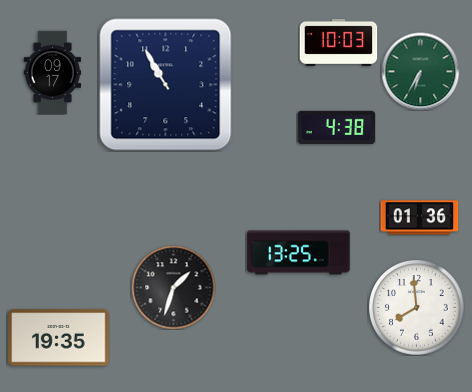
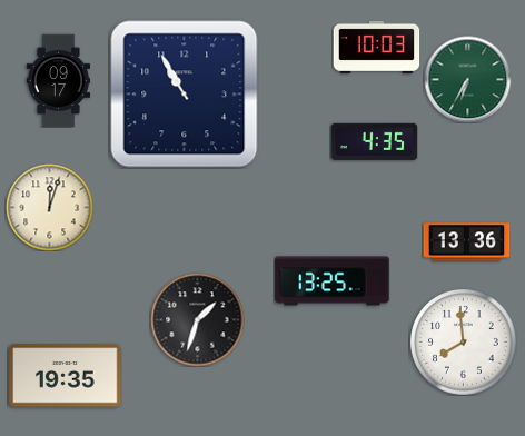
clock at (336, 127): 4:38 -> 4:35
clock at (49, 207): none -> 12:03
clock at (419, 218): 01:36 -> 13:36
clock at (173, 287) position: (173, 287) -> (197, 319)
